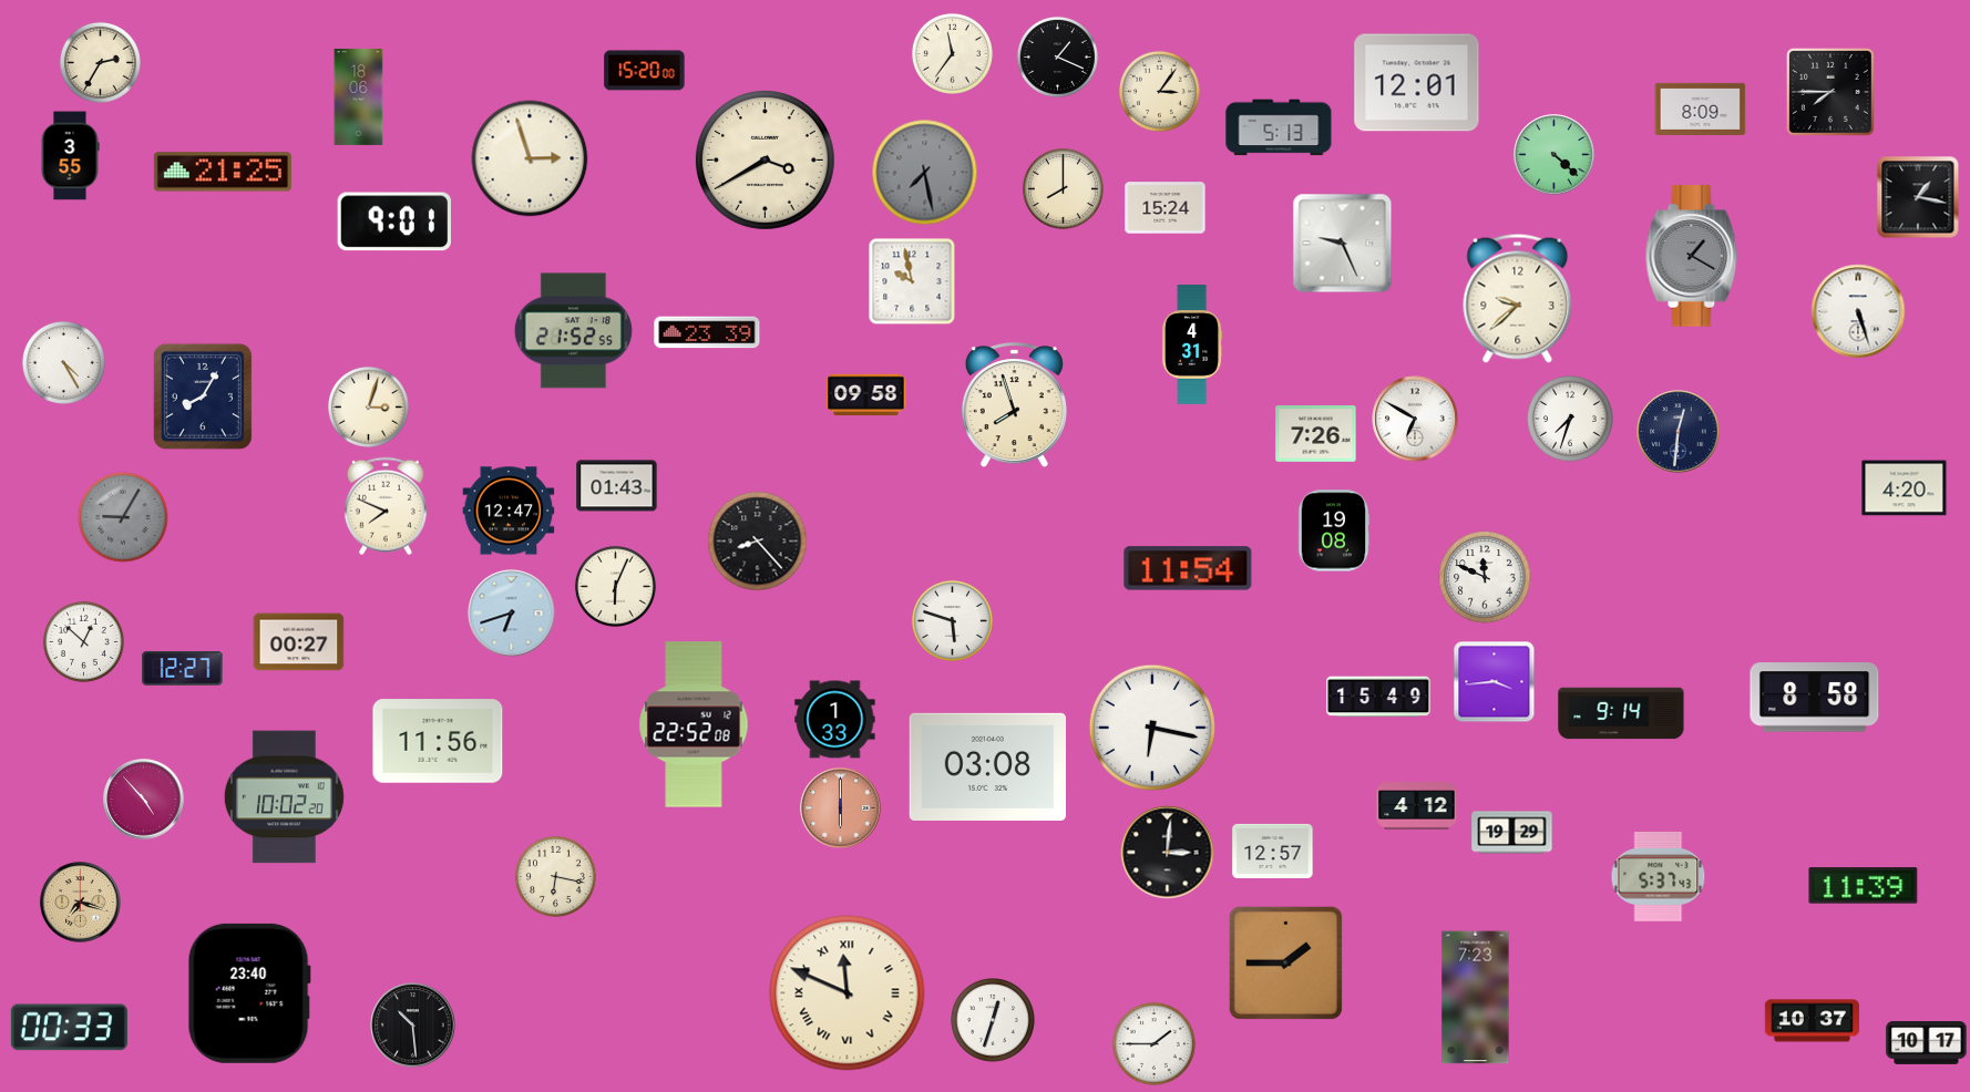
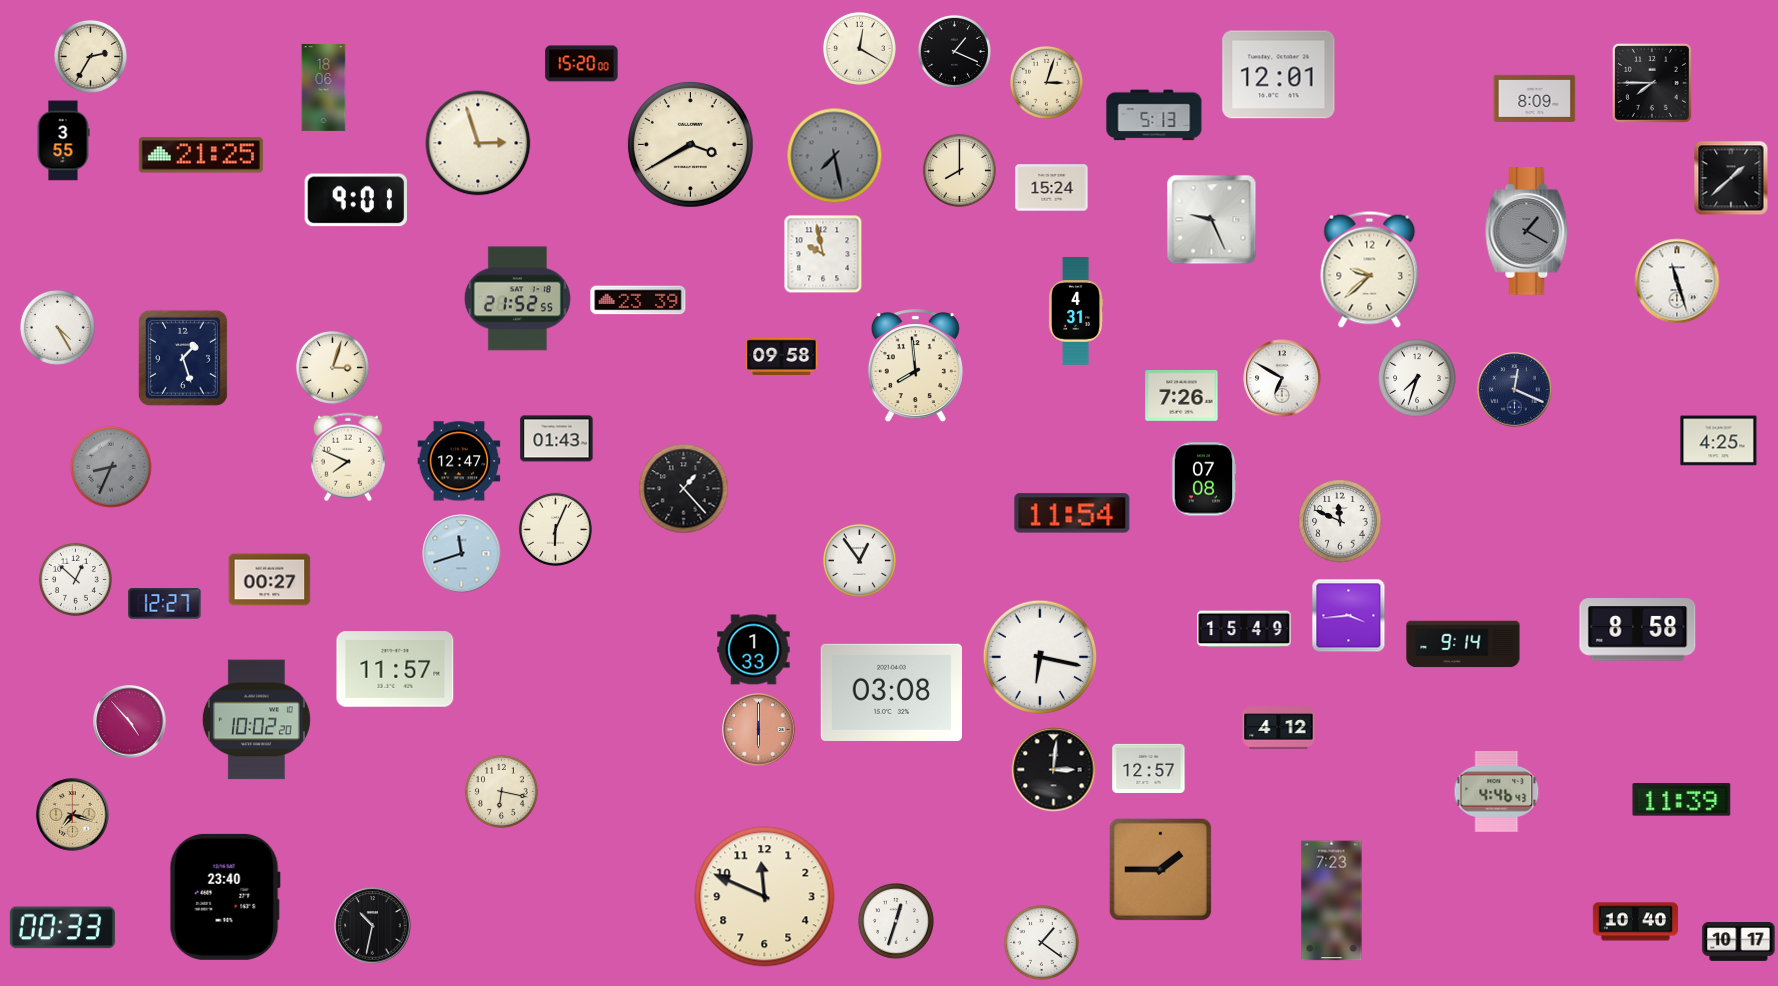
clock at (952, 53): 11:36 -> 12:20
clock at (1159, 91): 3:06 -> 3:03
clock at (1555, 155): 4:22 -> none
clock at (1918, 197): 1:17 -> 1:38
clock at (1858, 311): 5:27 -> 11:27
clock at (203, 396): 8:05 -> 1:27
clock at (1014, 405): 7:57 -> 7:59
clock at (1415, 419) position: (1415, 419) -> (1282, 378)
clock at (1679, 432): 12:31 -> 12:19
clock at (1316, 434) position: (1316, 434) -> (1182, 396)
clock at (1905, 488): 4:20 -> 4:25
clock at (123, 517): 9:05 -> 8:34
clock at (1334, 530): 19:08 -> 07:08
clock at (758, 542): 8:23 -> 1:23
clock at (512, 614): 6:42 -> 11:42
clock at (952, 620): 5:48 -> 12:54
clock at (694, 724): 22:52 -> none
clock at (438, 741): 11:56 -> 11:57
clock at (1512, 833): 19:29 -> none
clock at (1659, 876): 5:37 -> 4:46
clock at (848, 993) numerals: Roman -> Arabic
clock at (1812, 1021): 10:37 -> 10:40
clock at (413, 1026): 10:29 -> 10:32
clock at (1153, 1043): 1:45 -> 1:21
